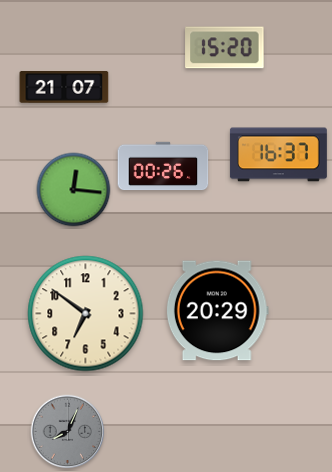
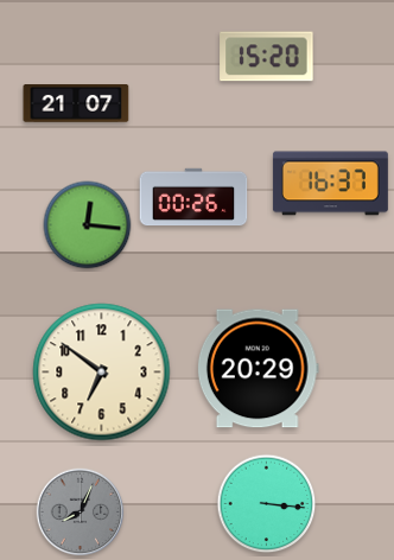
clock at (267, 504): none -> 3:16
